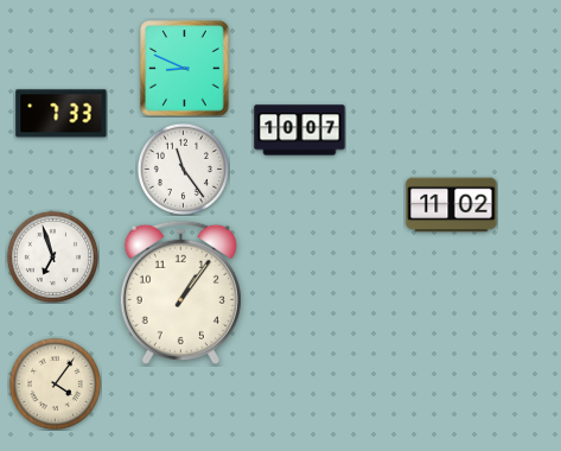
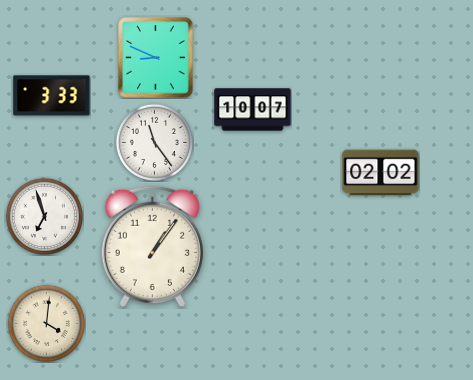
clock at (62, 114): 7:33 -> 3:33
clock at (452, 205): 11:02 -> 02:02
clock at (55, 383): 4:06 -> 4:01
